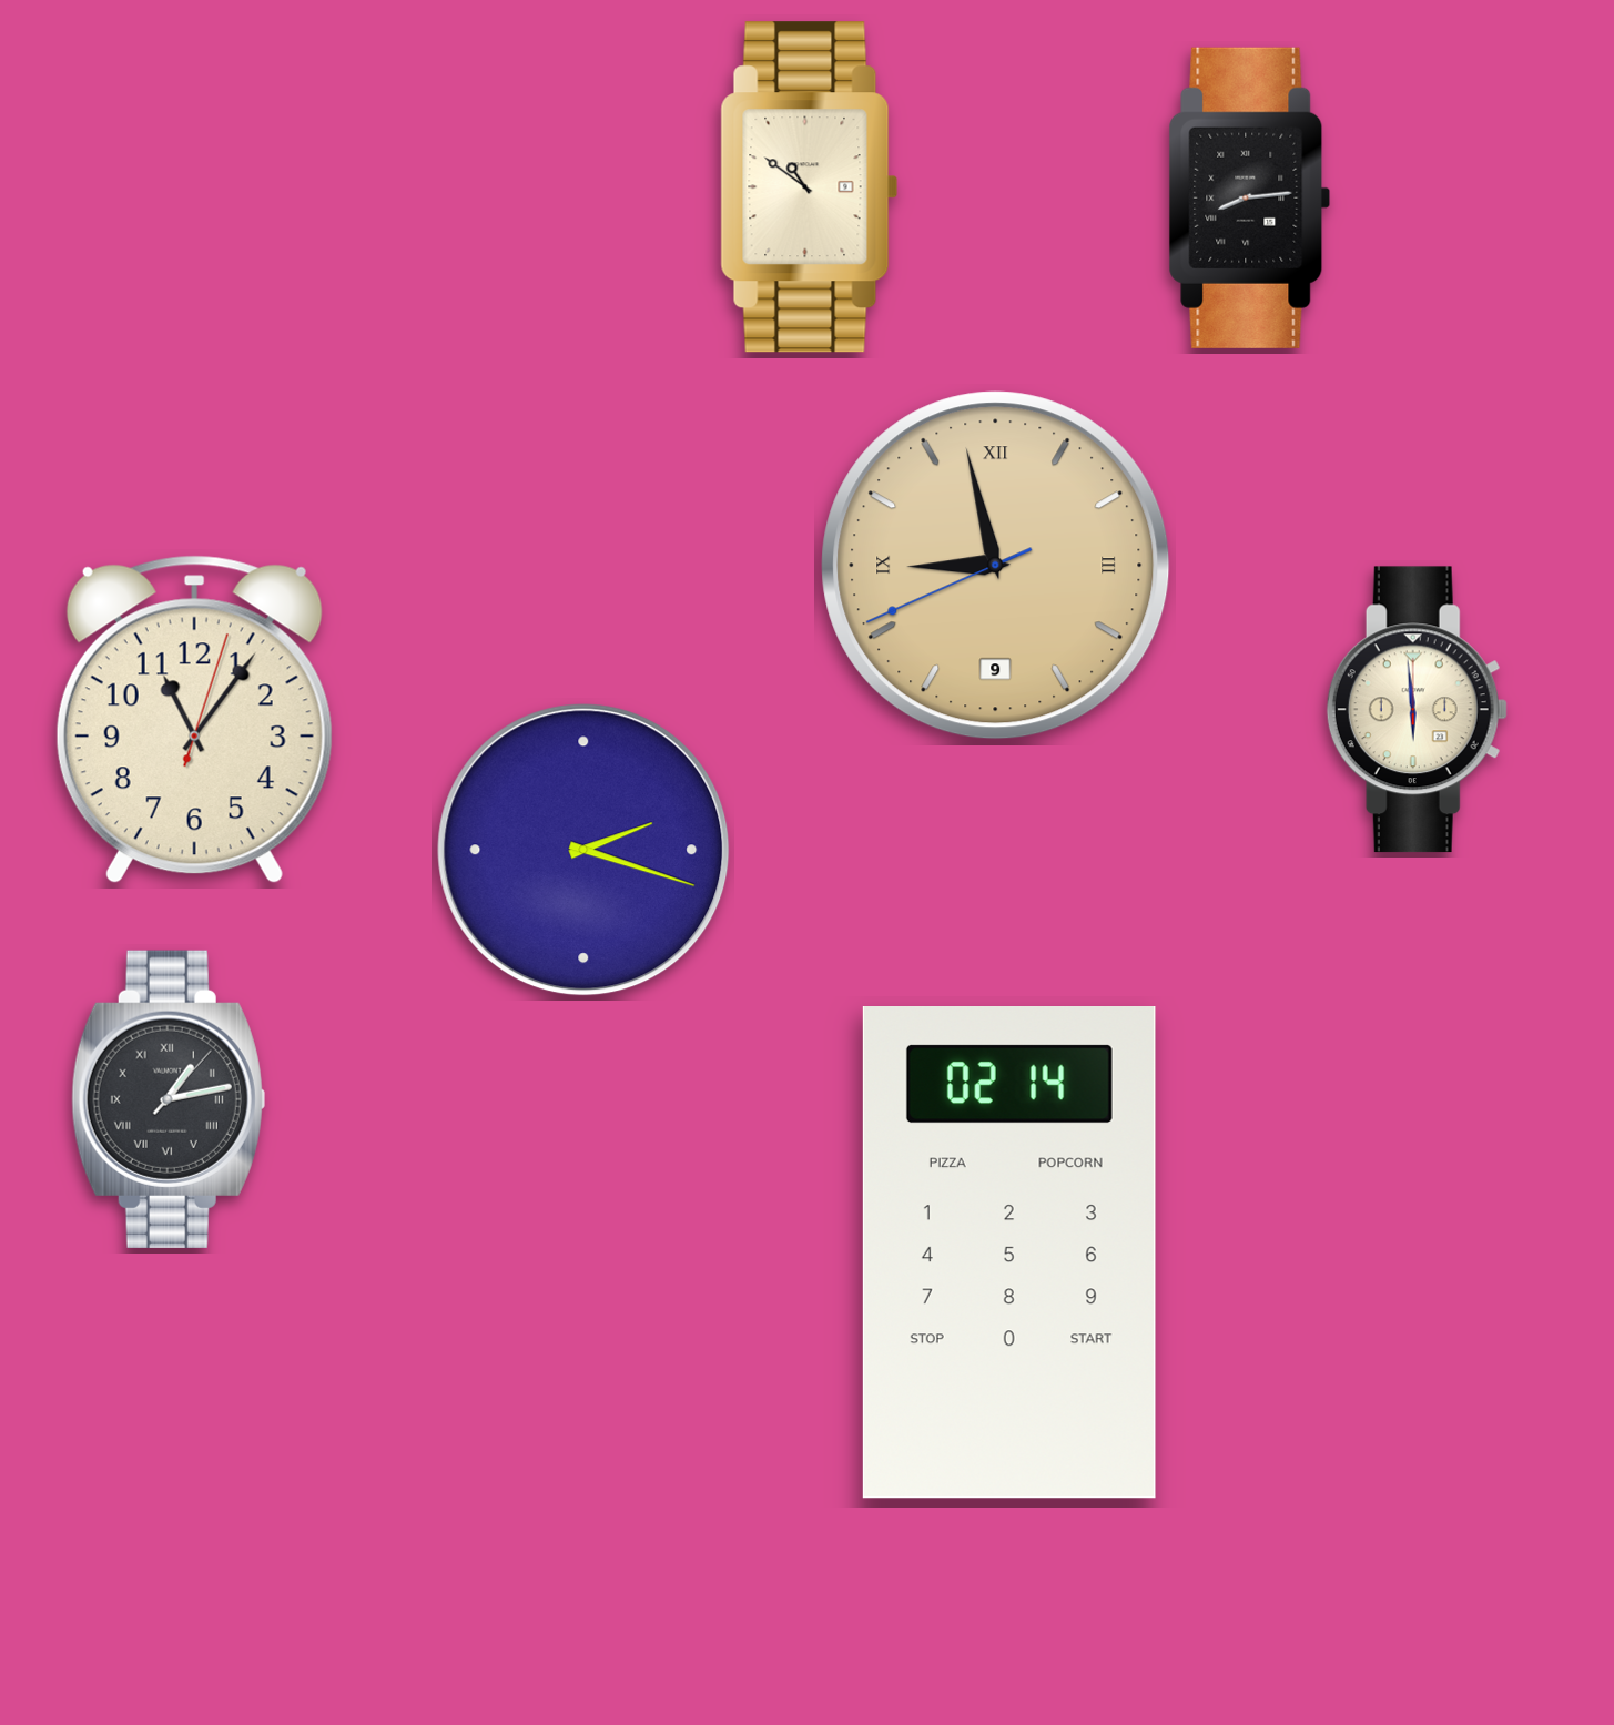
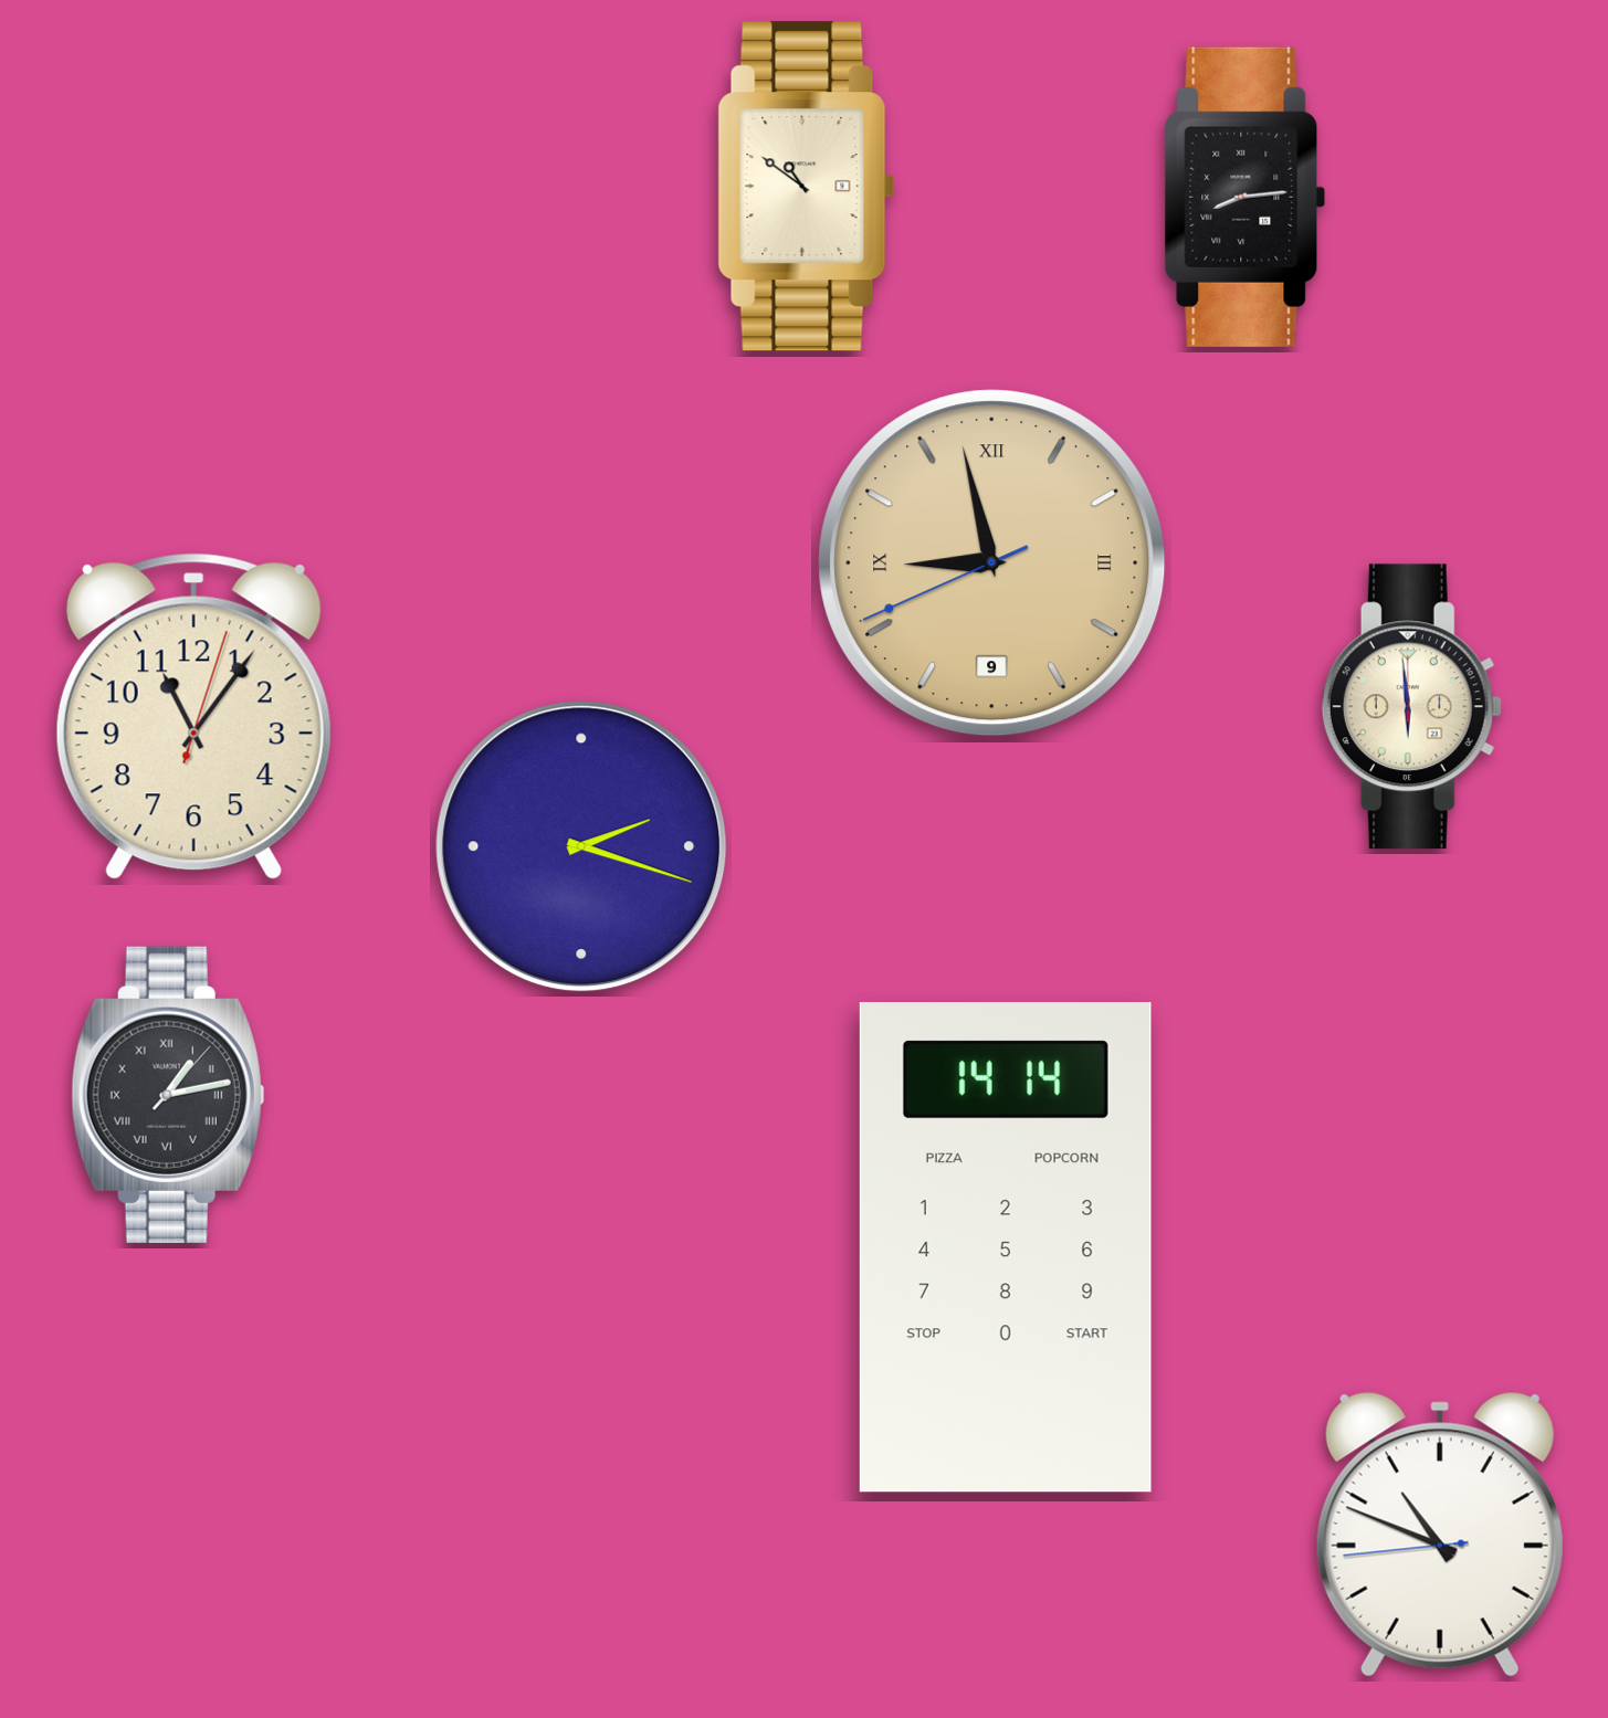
clock at (1009, 1254): 02:14 -> 14:14
clock at (1440, 1535): none -> 10:48
